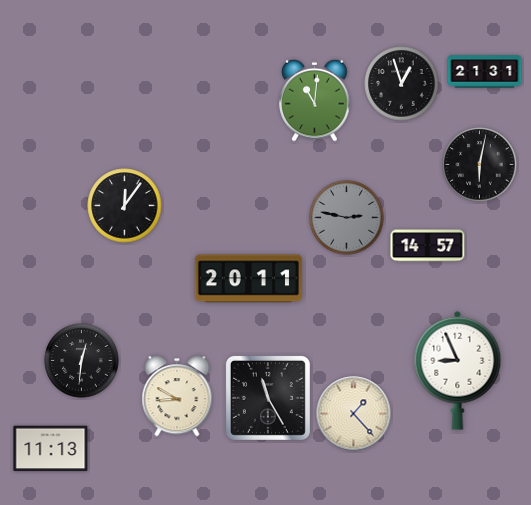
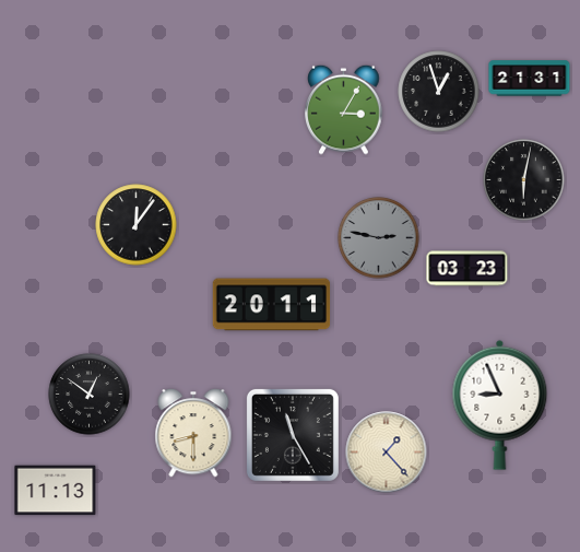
clock at (315, 100): 11:01 -> 3:05
clock at (428, 246): 14:57 -> 03:23
clock at (82, 361): 12:31 -> 12:51
clock at (177, 396): 8:50 -> 8:30
